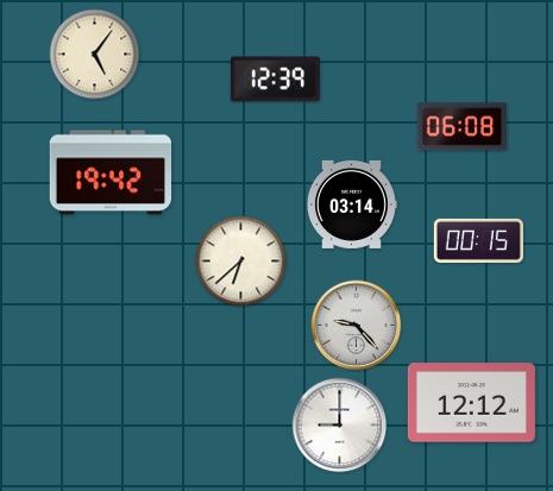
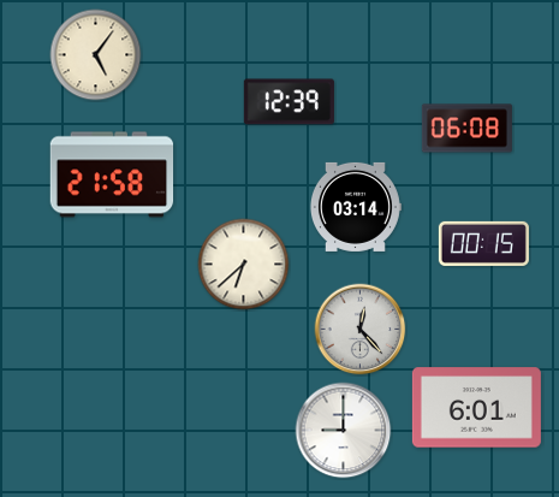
clock at (275, 80) position: (275, 80) -> (289, 102)
clock at (111, 172): 19:42 -> 21:58
clock at (357, 326): 9:23 -> 12:23
clock at (471, 403): 12:12 -> 6:01
